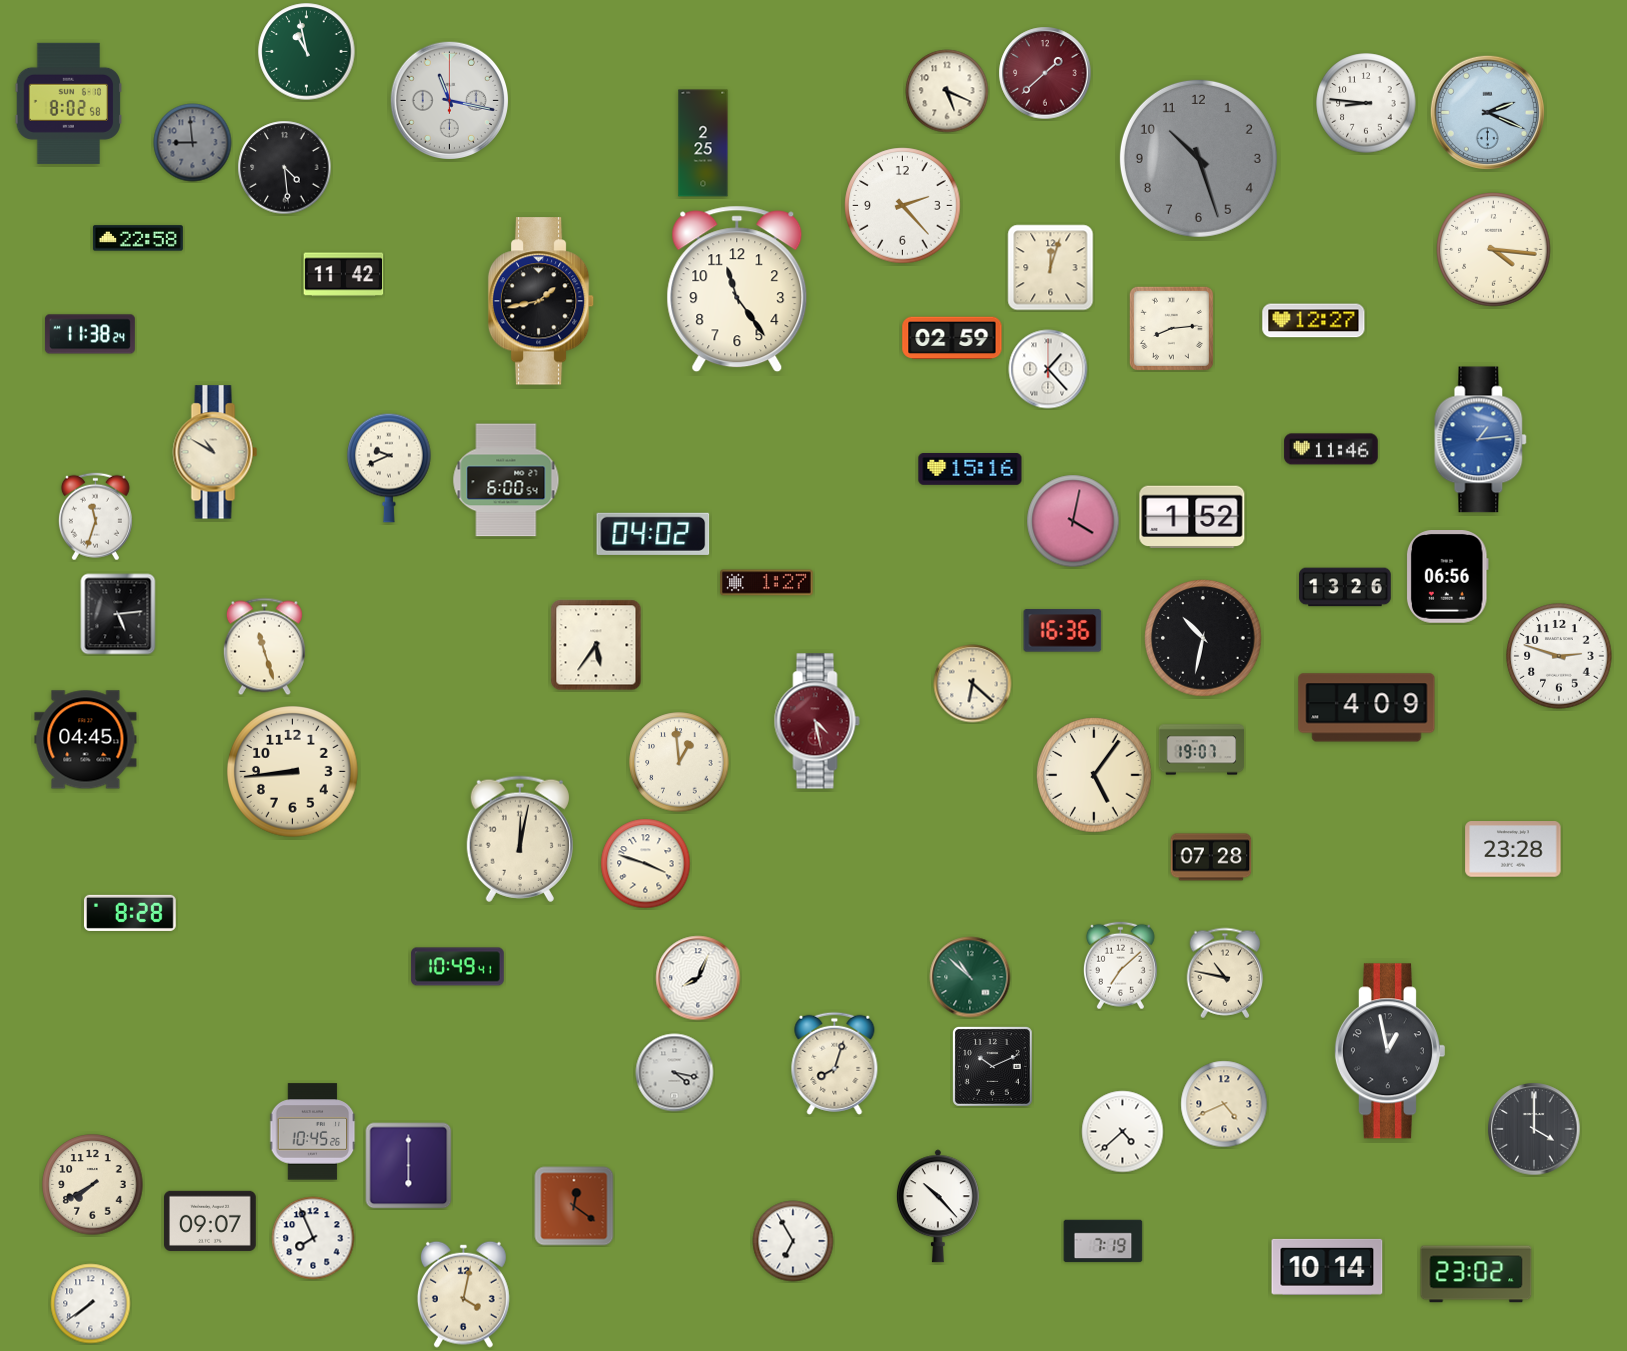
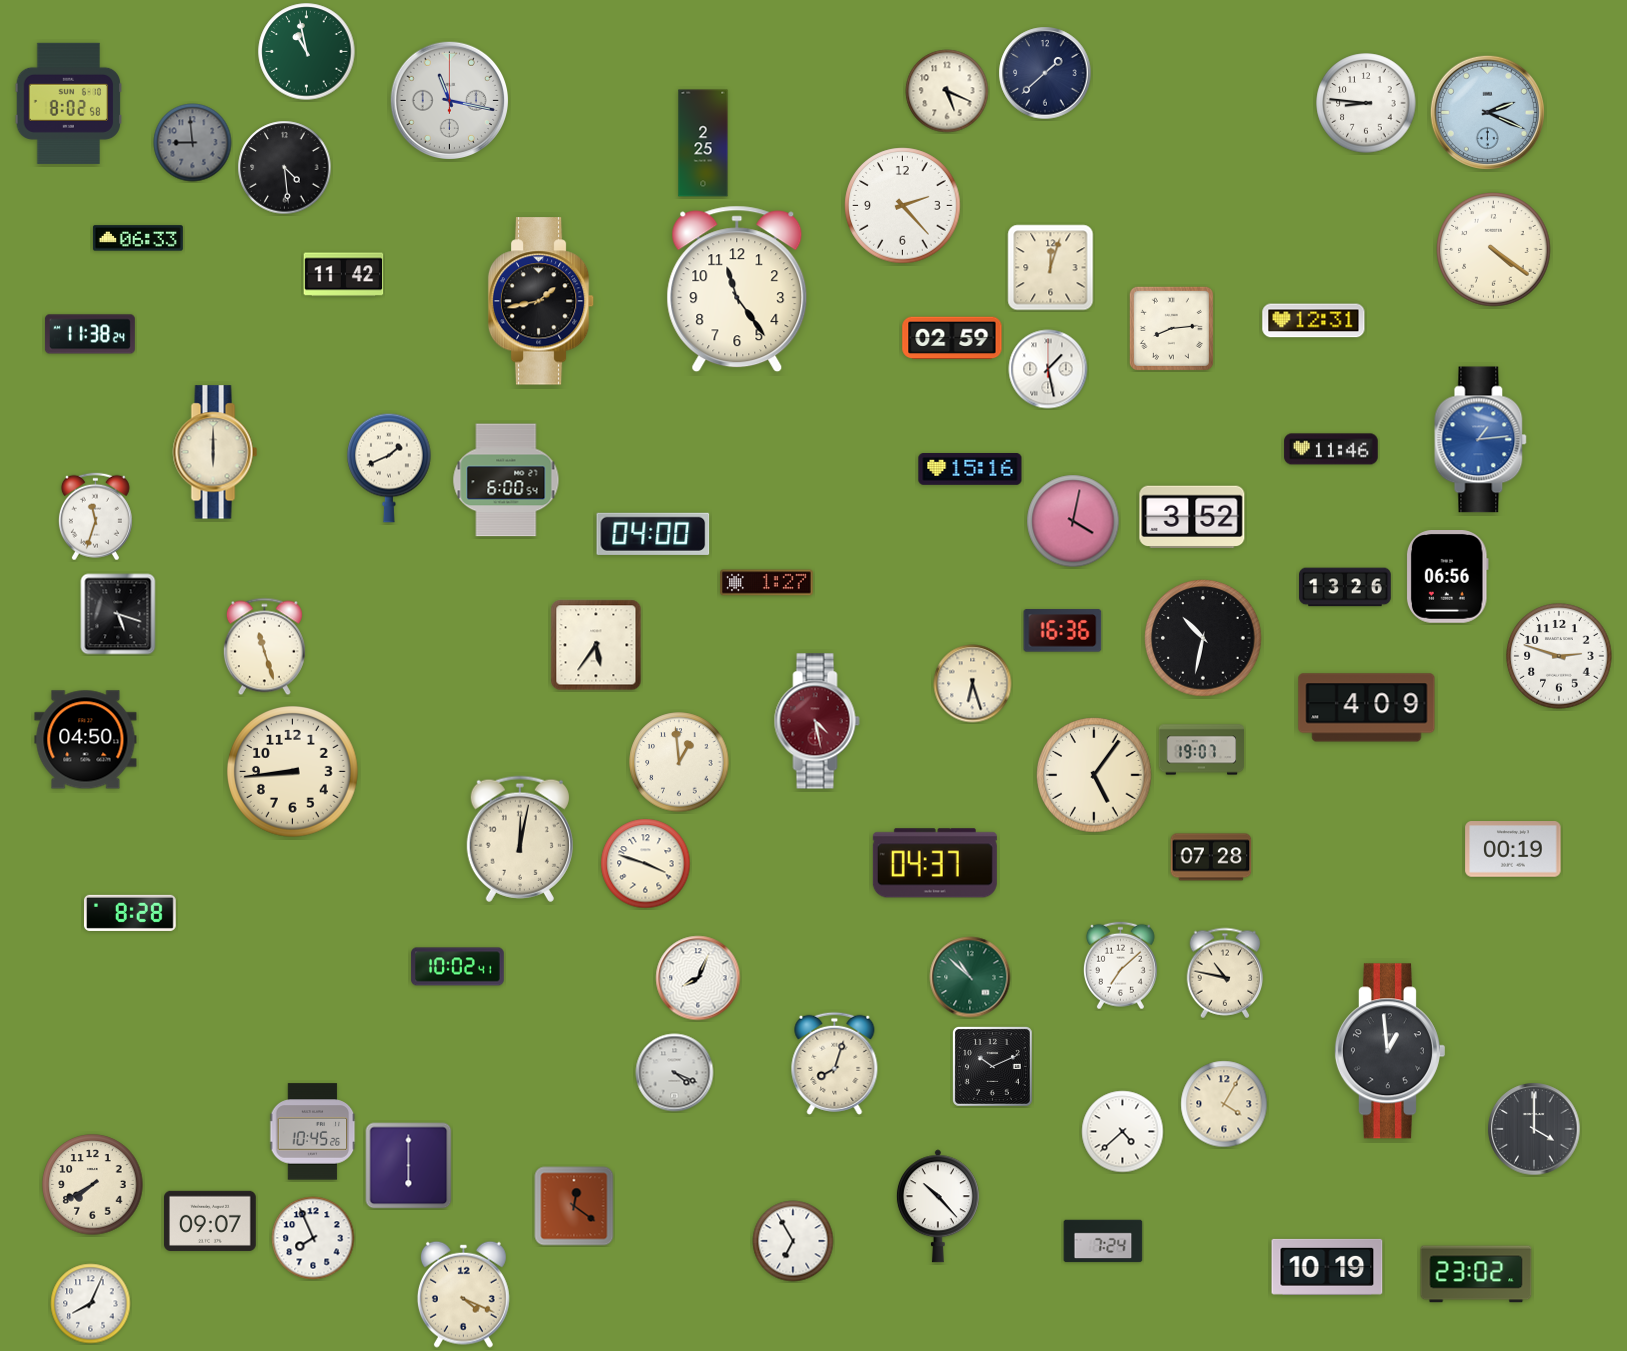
clock at (1045, 73) dial: burgundy -> navy
clock at (1198, 158): 10:27 -> none
clock at (138, 238): 22:58 -> 06:33
clock at (1494, 250): 4:16 -> 4:21
clock at (1314, 321): 12:27 -> 12:31
clock at (1048, 369): 1:23 -> 1:28
clock at (215, 452): 10:50 -> 6:00
clock at (389, 468): 9:41 -> 1:41
clock at (1192, 517): 1:52 -> 3:52
clock at (653, 534): 04:02 -> 04:00
clock at (118, 614): 5:14 -> 5:18
clock at (973, 684): 6:22 -> 6:27
clock at (86, 740): 04:45 -> 04:50
clock at (1513, 849): 23:28 -> 00:19
clock at (935, 863): none -> 04:37
clock at (458, 967): 10:49 -> 10:02
clock at (1389, 1051): 12:58 -> 12:59
clock at (675, 1073): 4:17 -> 4:19
clock at (1224, 1104): 4:41 -> 4:05
clock at (1103, 1241): 7:19 -> 7:24
clock at (1327, 1267): 10:14 -> 10:19
clock at (463, 1294): 4:02 -> 4:19
clock at (91, 1304): 7:39 -> 8:04
